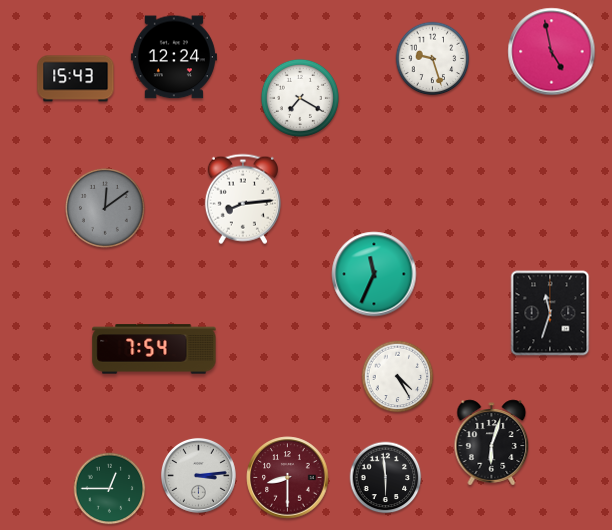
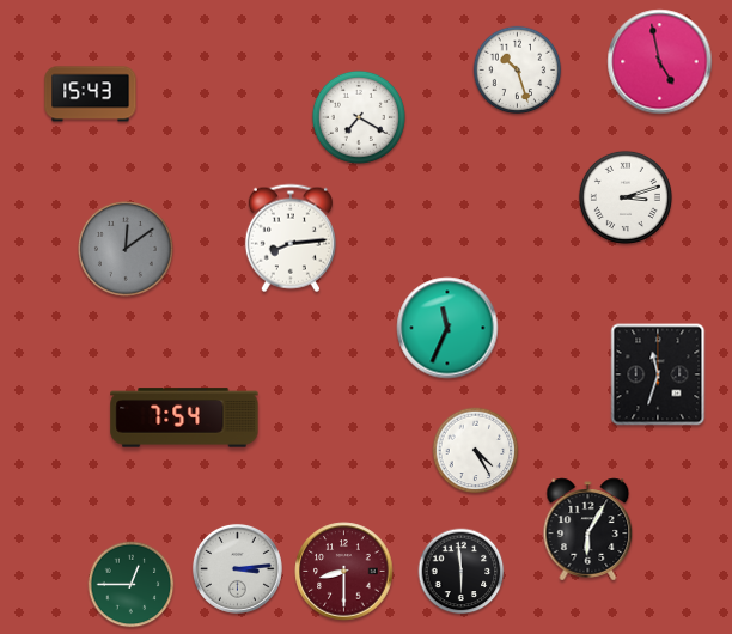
clock at (174, 57): 12:24 -> none
clock at (433, 59): 9:27 -> 10:27
clock at (626, 197): none -> 3:12
clock at (492, 443): 6:03 -> 6:05
